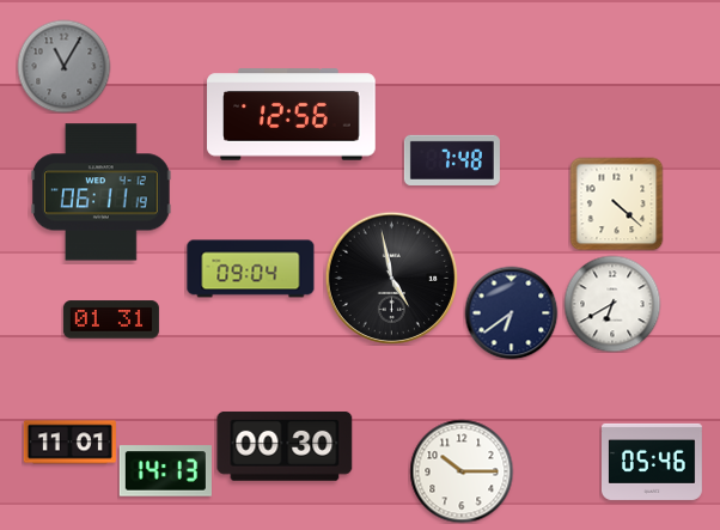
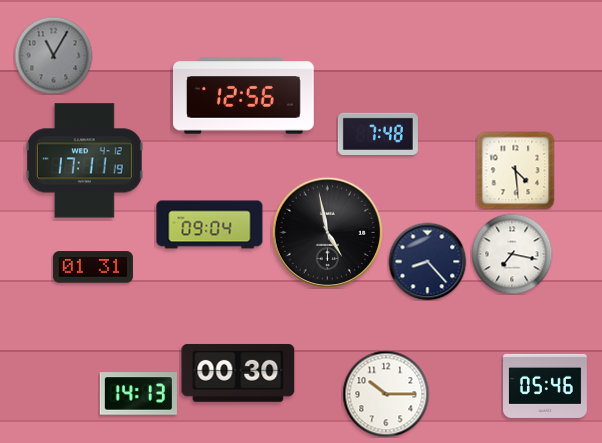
clock at (102, 193): 06:11 -> 17:11
clock at (616, 203): 4:22 -> 4:29
clock at (612, 304): 6:40 -> 7:17
clock at (511, 312): 6:39 -> 8:23
clock at (69, 443): 11:01 -> none
